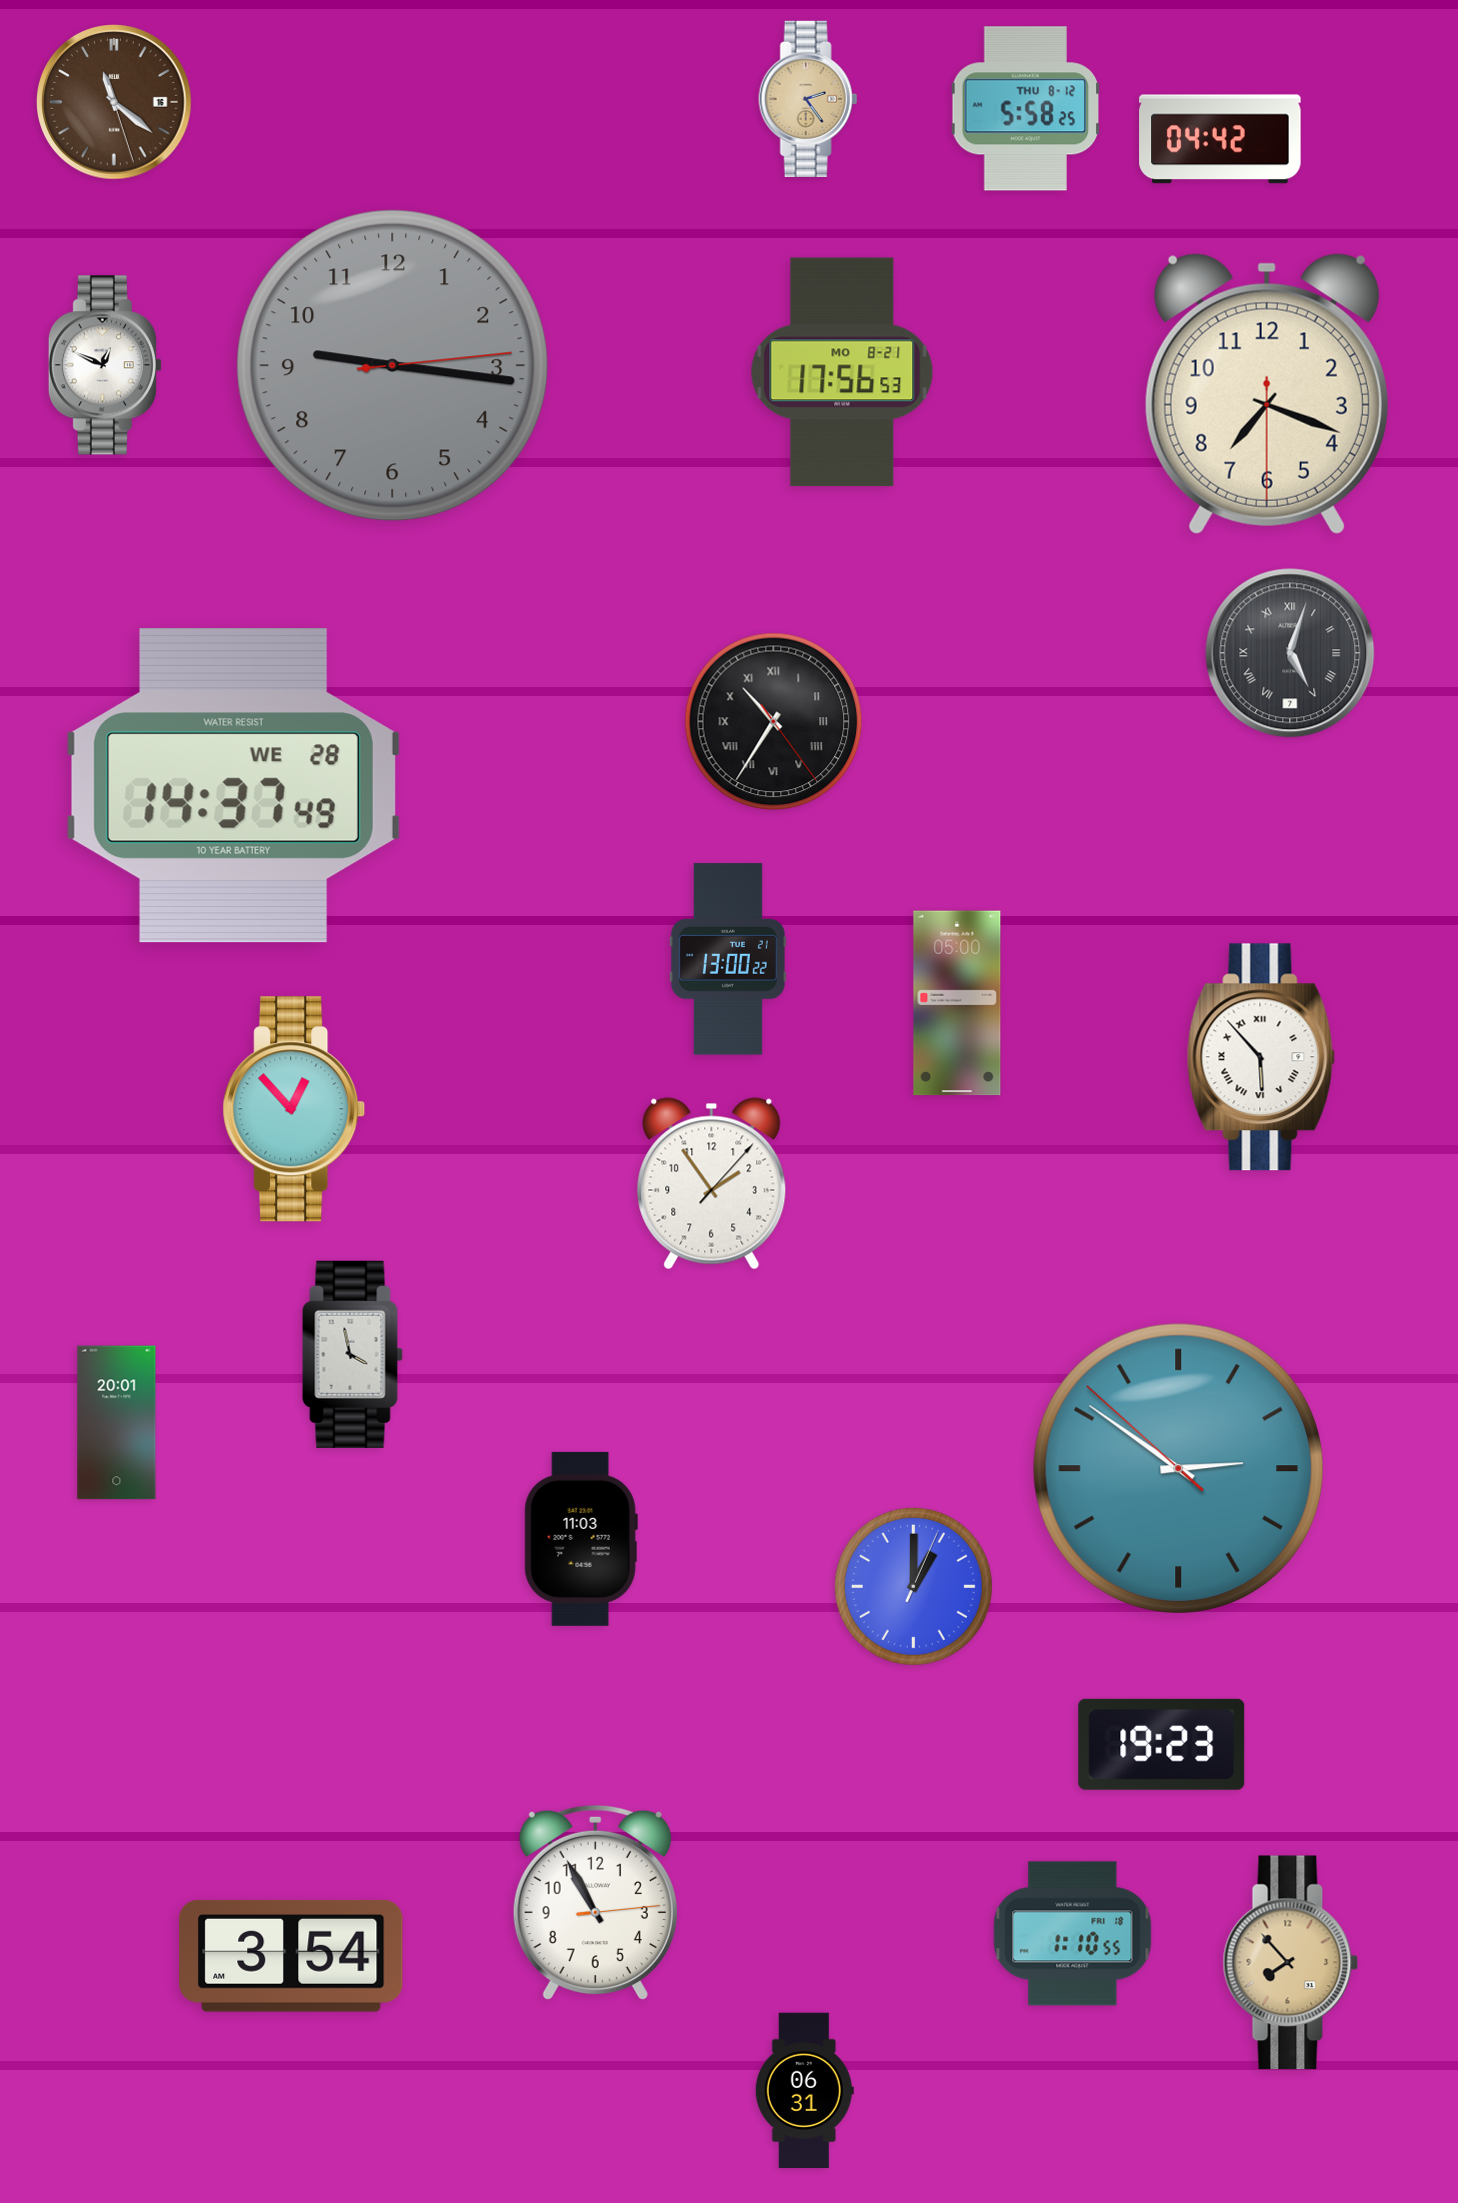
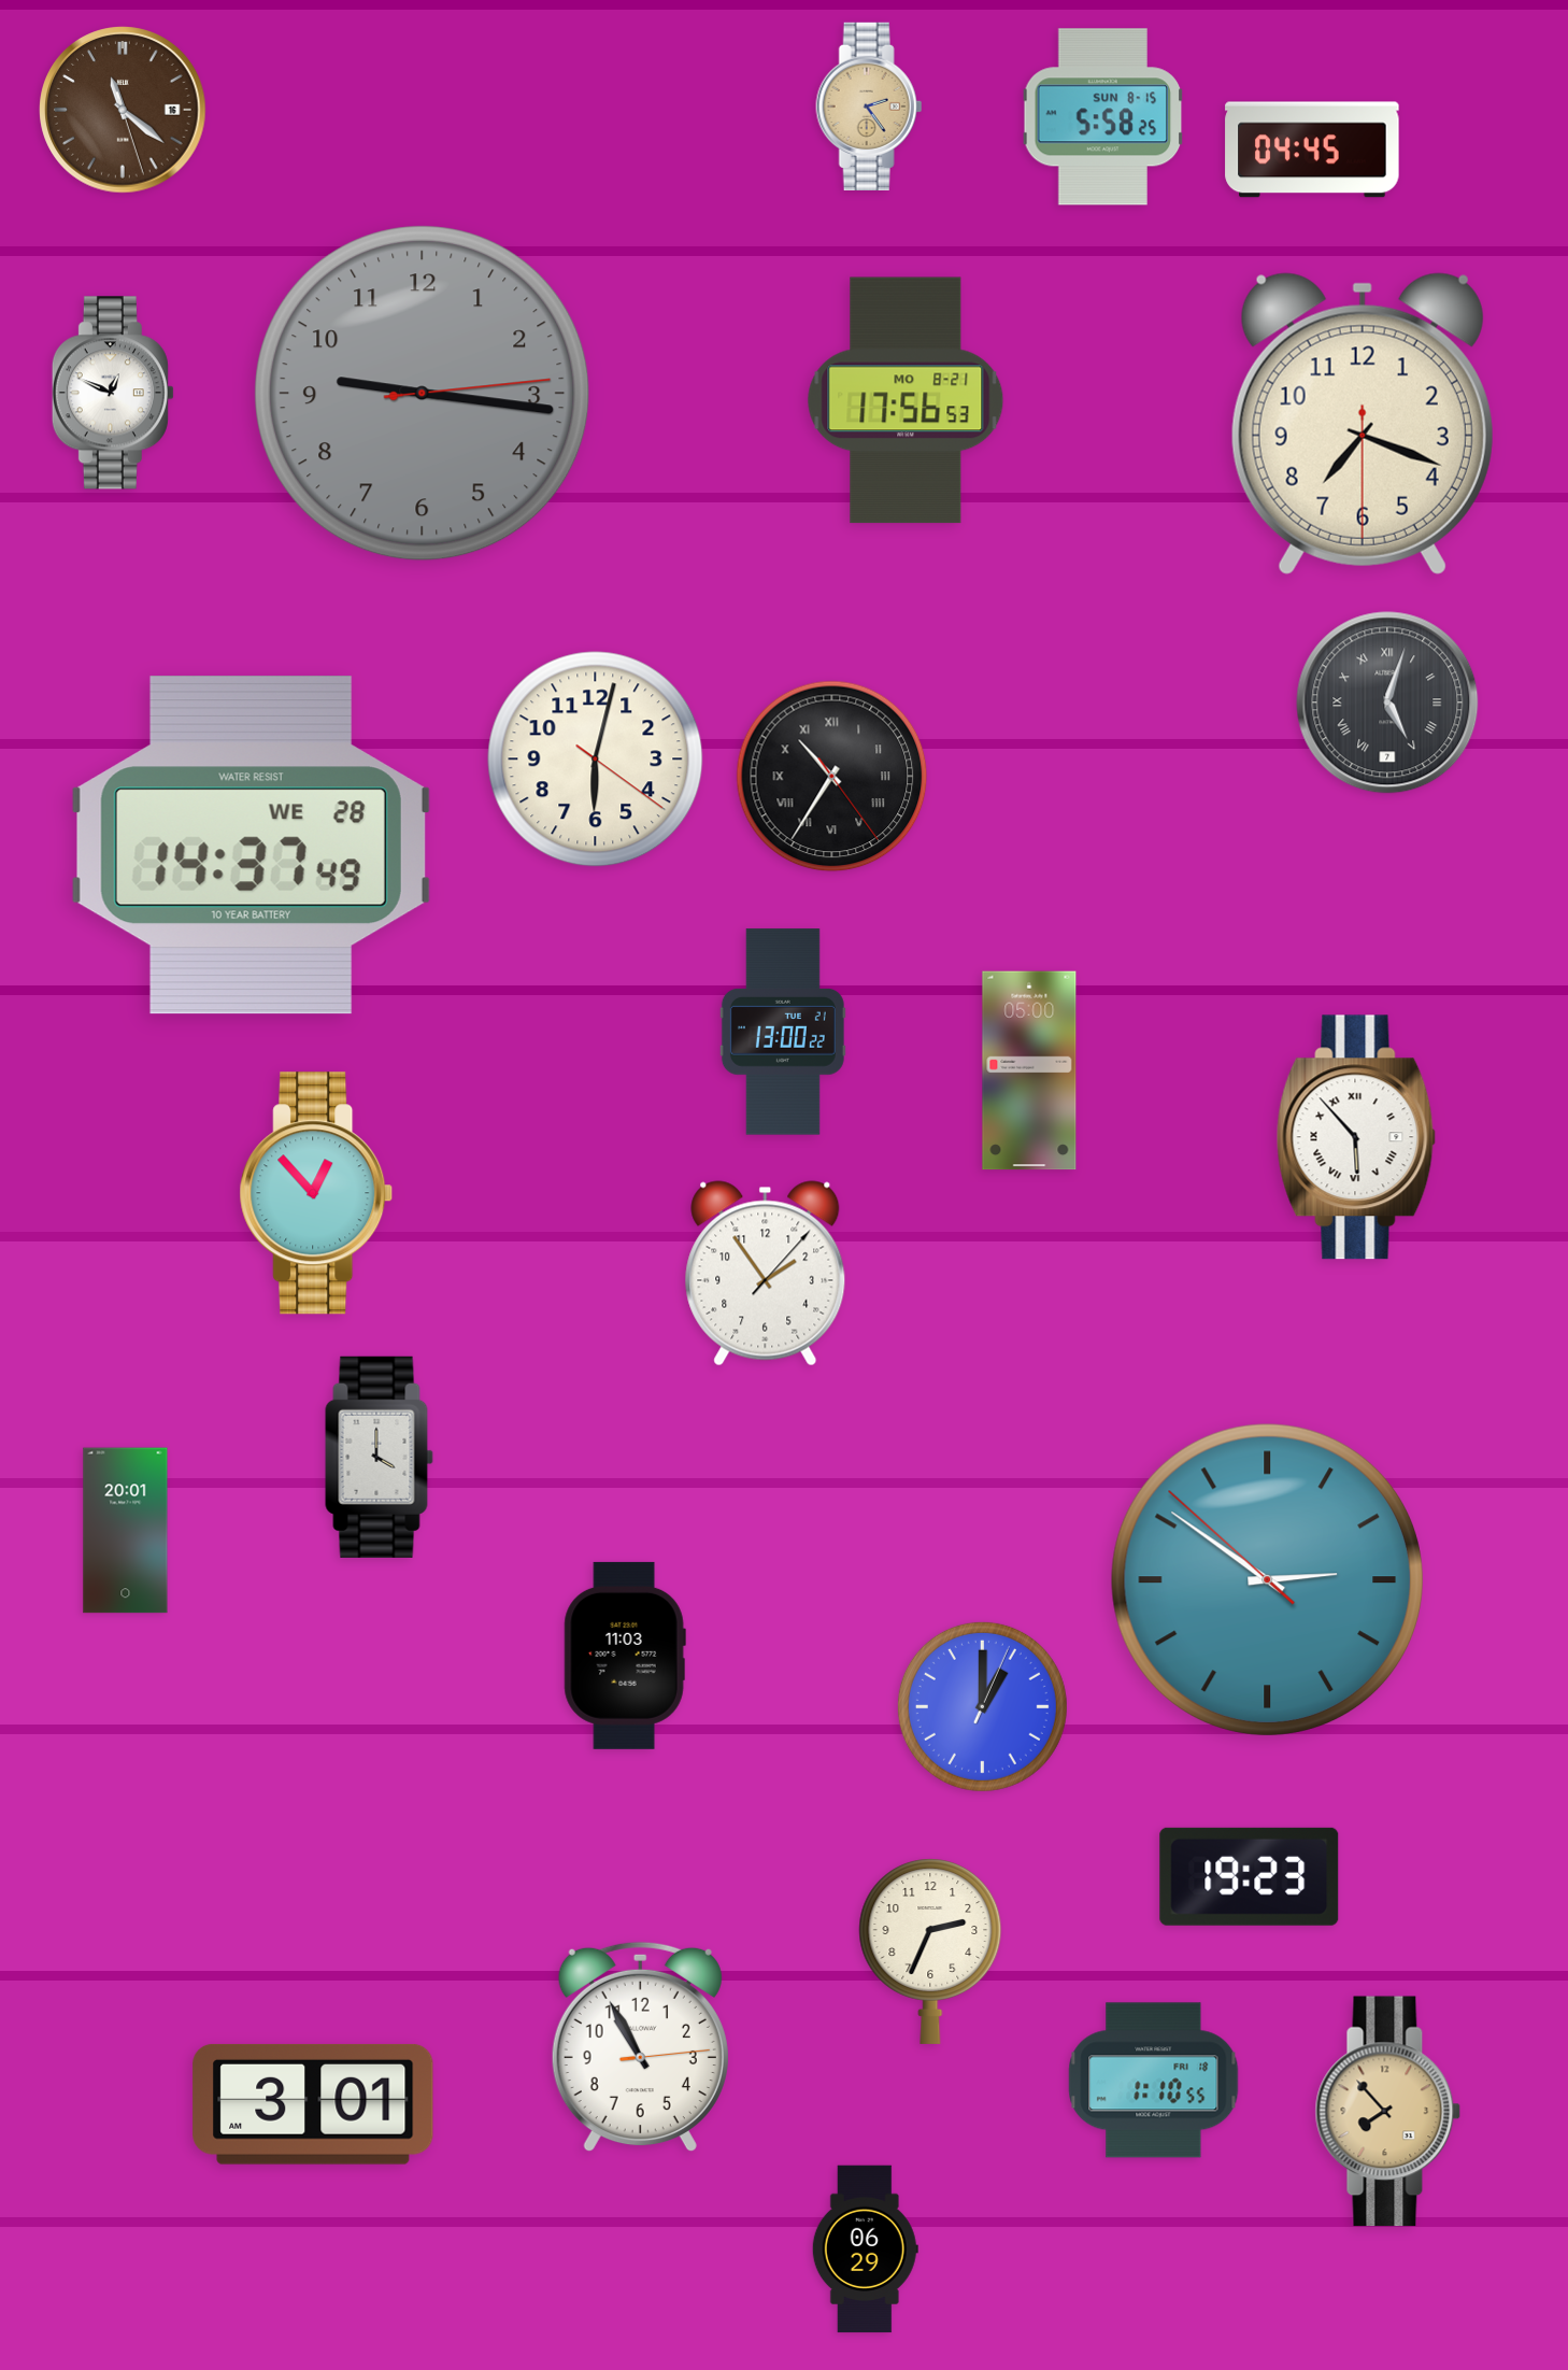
clock at (1026, 109) date: THU 8-12 -> SUN 8-15
clock at (1220, 139): 04:42 -> 04:45
clock at (596, 760): none -> 6:02
clock at (957, 1003) position: (957, 1003) -> (1029, 1070)
clock at (353, 1354): 3:58 -> 4:00
clock at (930, 1952): none -> 2:34
clock at (291, 1956): 3:54 -> 3:01
clock at (804, 2091): 06:31 -> 06:29
